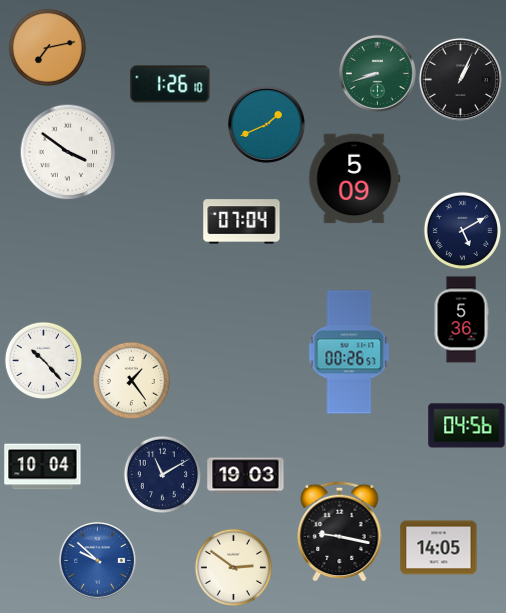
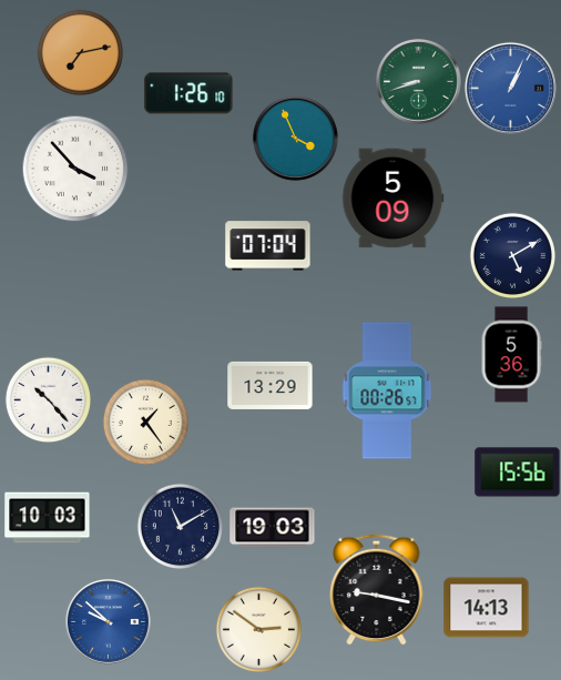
clock at (47, 47) position: (47, 47) -> (80, 52)
clock at (460, 79) dial: black -> blue
clock at (266, 124): 1:41 -> 3:56
clock at (68, 152): 3:51 -> 3:53
clock at (271, 385): none -> 13:29
clock at (467, 426): 04:56 -> 15:56
clock at (43, 467): 10:04 -> 10:03
clock at (439, 548): 14:05 -> 14:13
